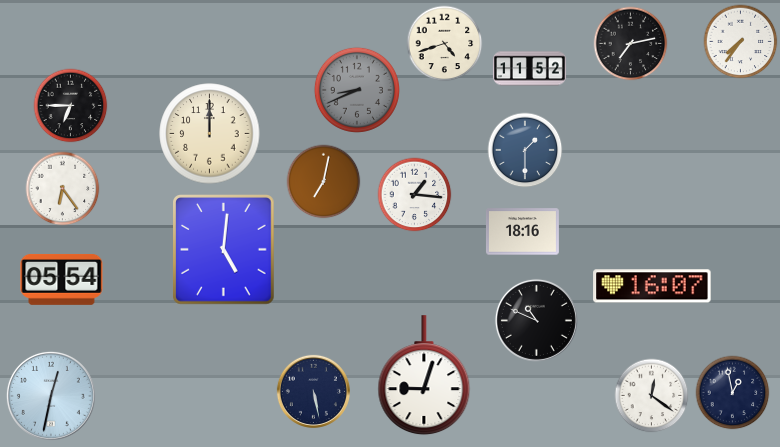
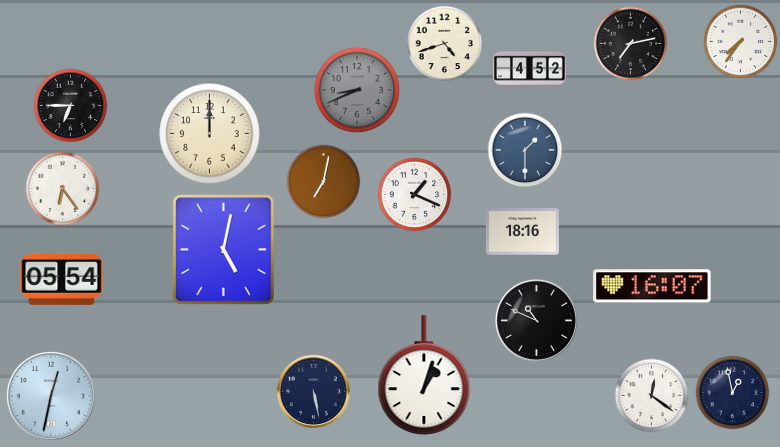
clock at (529, 69): 11:52 -> 4:52
clock at (415, 195): 1:16 -> 1:19
clock at (224, 250): 5:01 -> 5:02
clock at (424, 376): 9:03 -> 1:03
